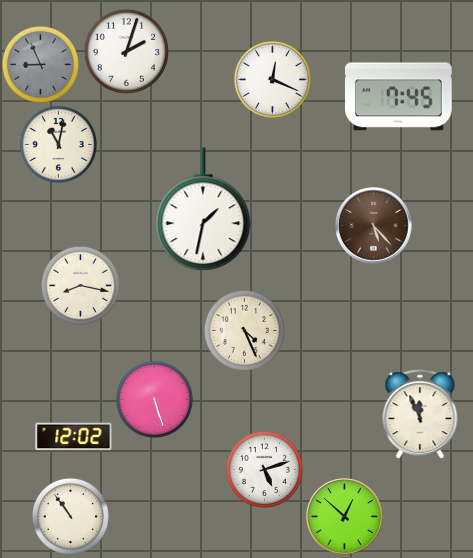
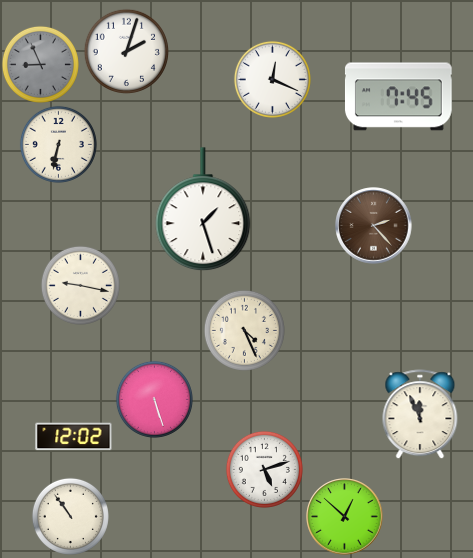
clock at (58, 144): 11:02 -> 6:32
clock at (203, 210): 1:32 -> 1:27
clock at (374, 226): 5:23 -> 2:23
clock at (80, 285): 8:17 -> 9:17
